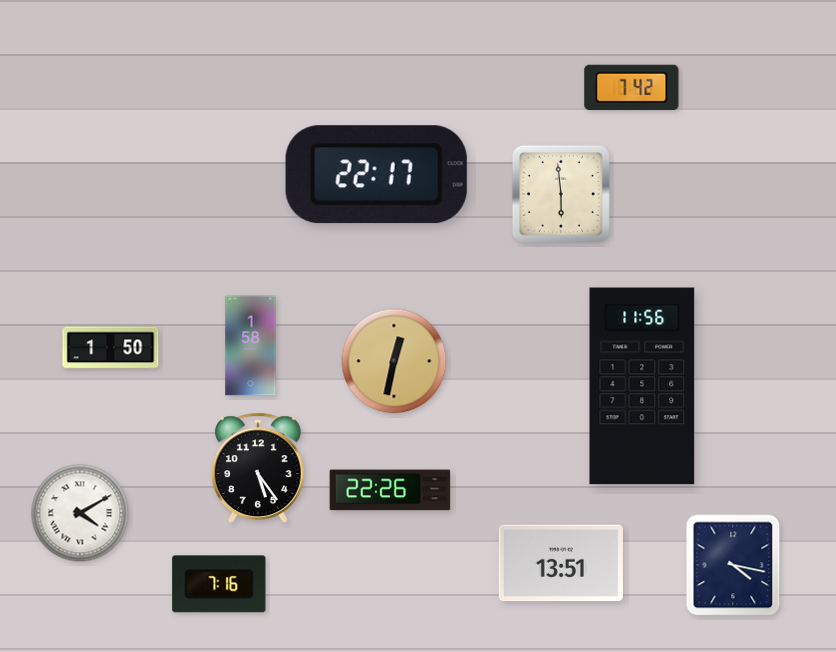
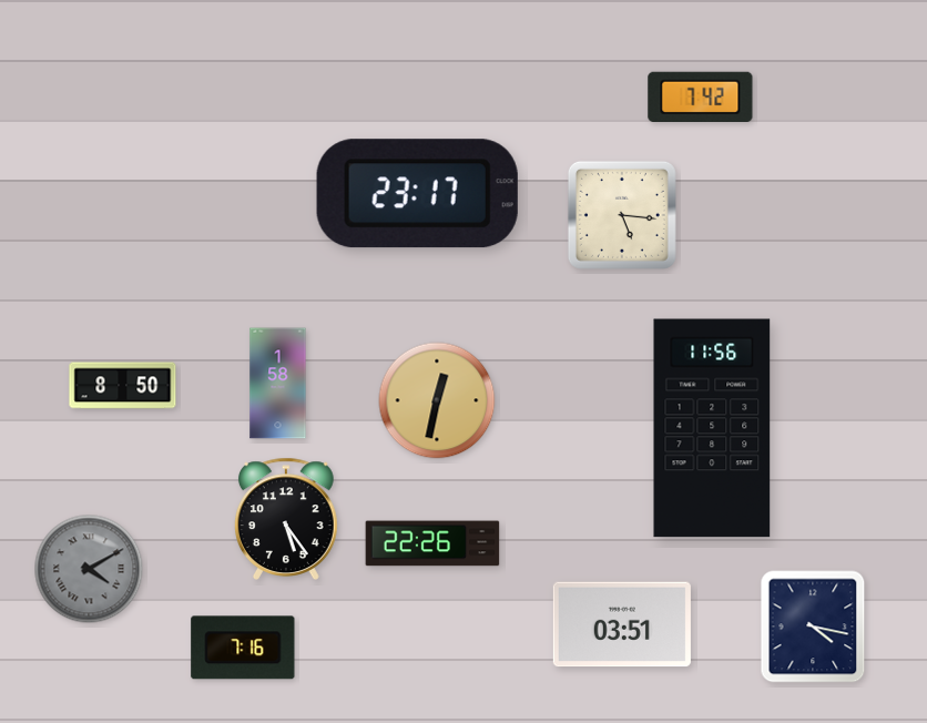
clock at (376, 175): 22:17 -> 23:17
clock at (561, 194): 5:59 -> 5:16
clock at (111, 348): 1:50 -> 8:50
clock at (80, 513) dial: white -> grey
clock at (561, 563): 13:51 -> 03:51
